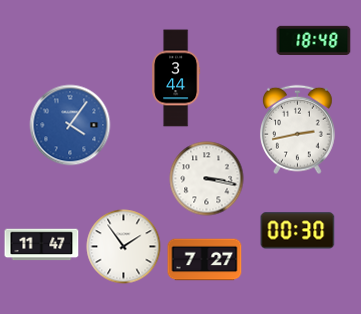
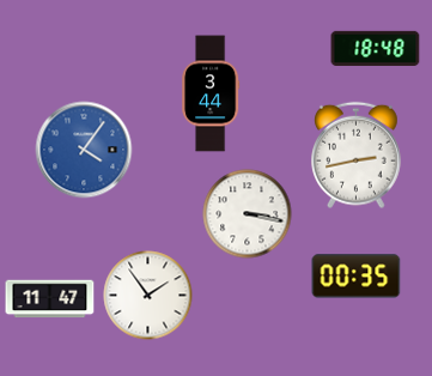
clock at (298, 231): 00:30 -> 00:35
clock at (42, 245) position: (42, 245) -> (50, 299)
clock at (205, 260): 7:27 -> none
